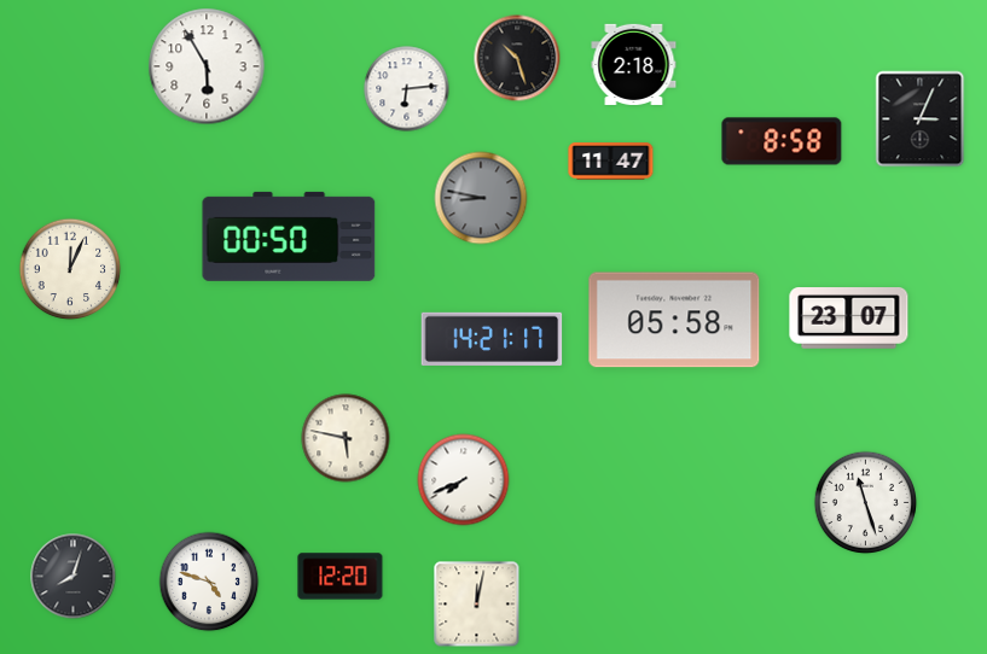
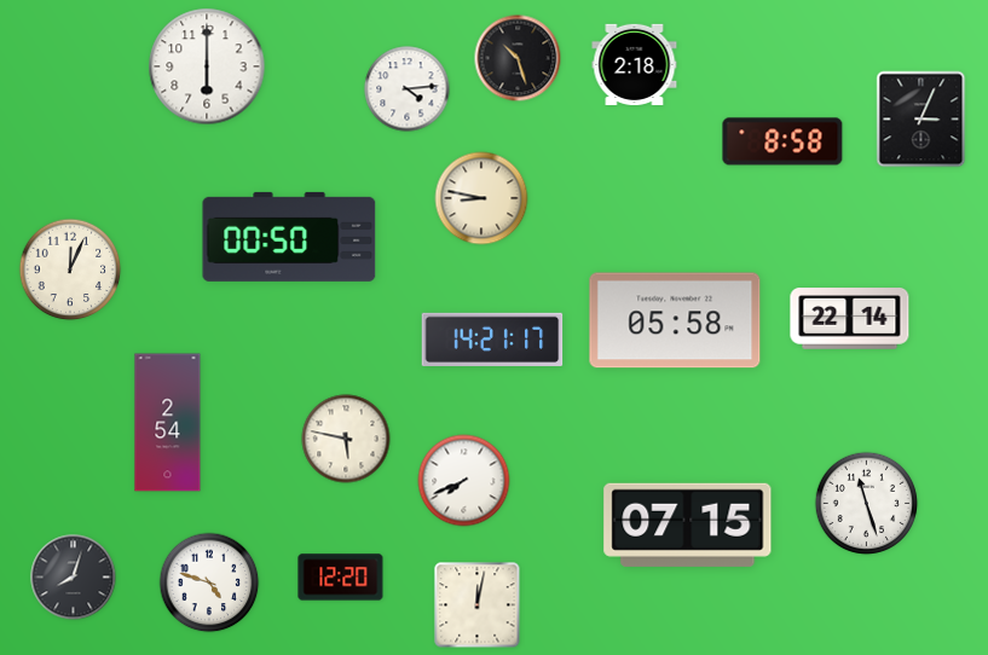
clock at (207, 66): 5:55 -> 6:00
clock at (407, 89): 6:14 -> 4:14
clock at (611, 162): 11:47 -> none
clock at (481, 198) dial: grey -> cream
clock at (849, 319): 23:07 -> 22:14
clock at (168, 423): none -> 2:54
clock at (688, 524): none -> 07:15
